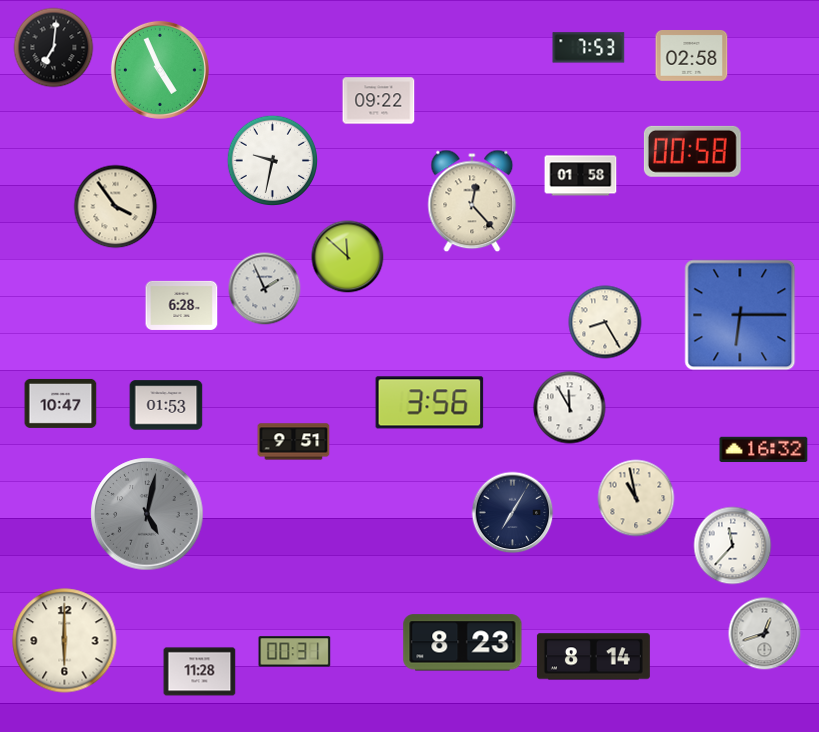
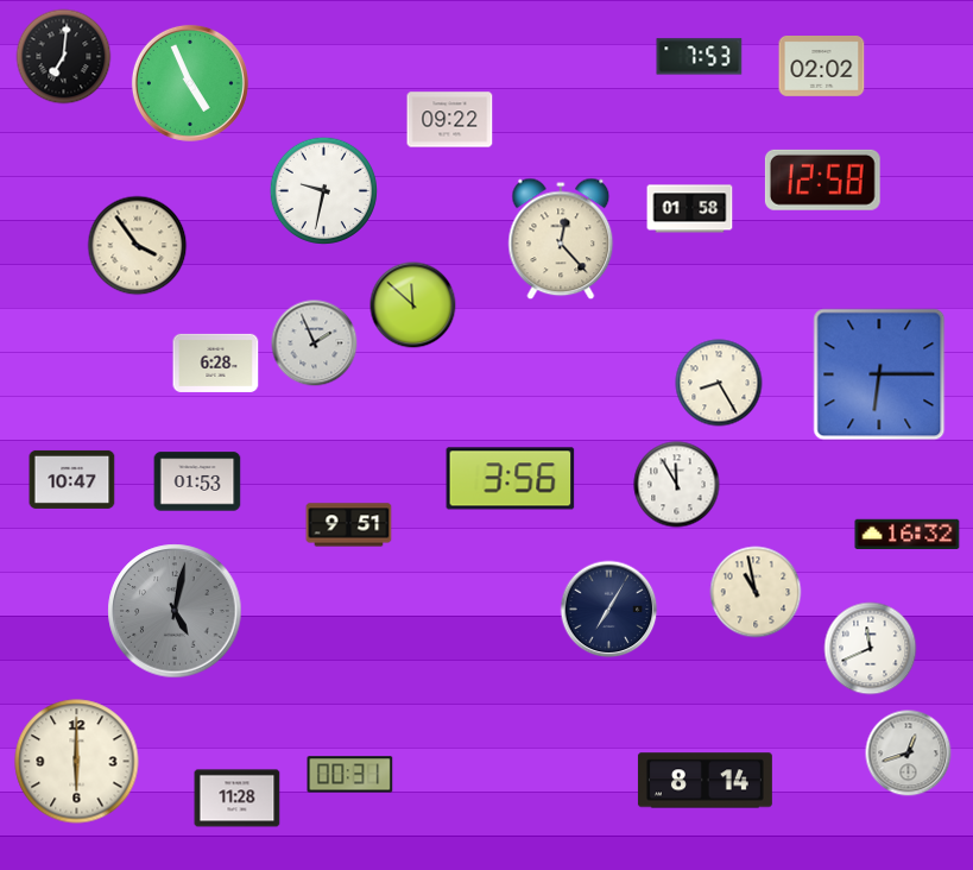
clock at (692, 56): 02:58 -> 02:02
clock at (692, 151): 00:58 -> 12:58
clock at (733, 546): 11:37 -> 11:41
clock at (463, 643): 8:23 -> none
